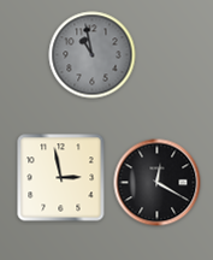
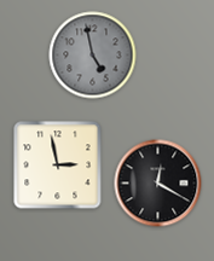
clock at (93, 55): 10:58 -> 4:58
clock at (61, 178) position: (61, 178) -> (58, 166)
